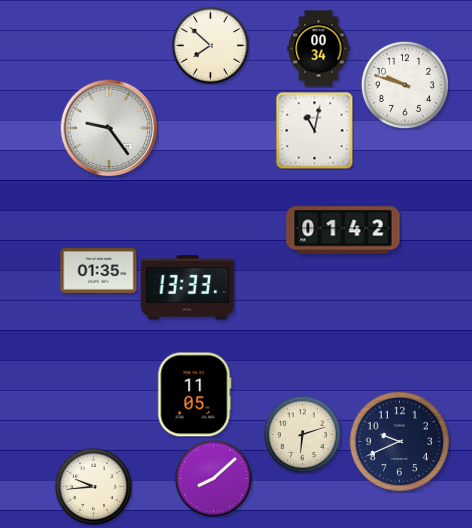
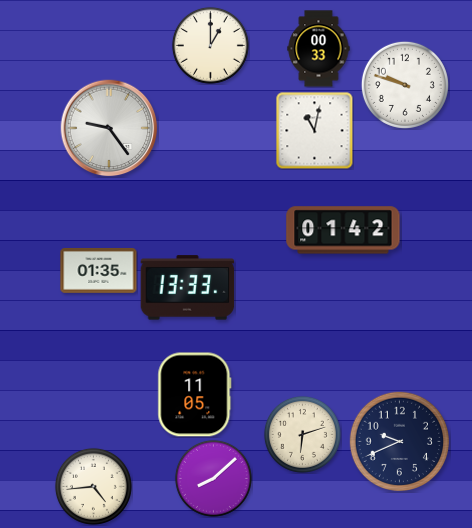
clock at (210, 45): 7:52 -> 1:00
clock at (319, 49): 00:34 -> 00:33
clock at (93, 486): 9:44 -> 4:44
